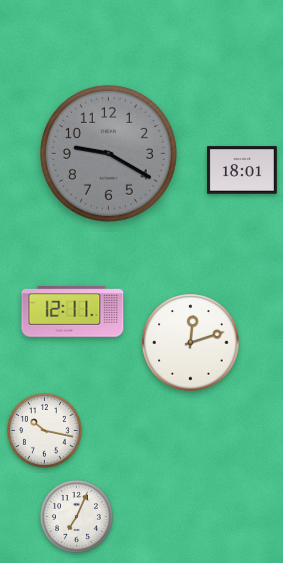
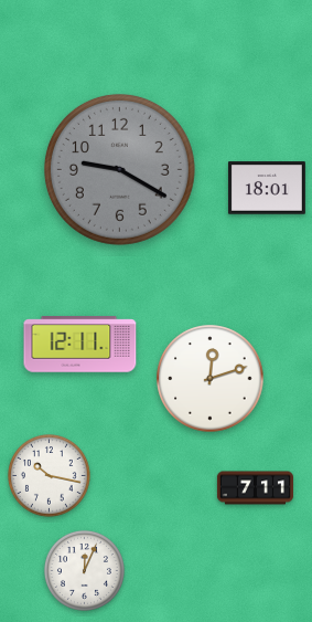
clock at (255, 488): none -> 7:11
clock at (76, 516): 7:04 -> 12:04
